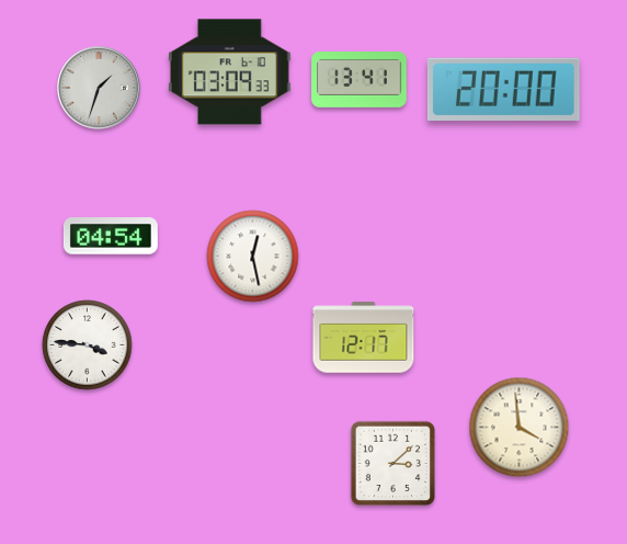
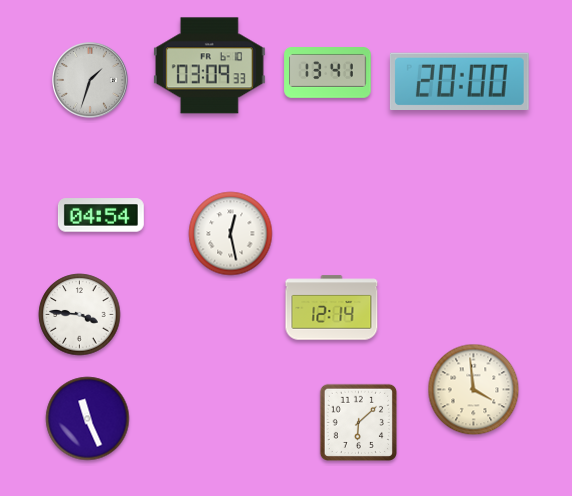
clock at (364, 338): 12:17 -> 12:14
clock at (88, 419): none -> 11:26
clock at (392, 463): 3:08 -> 6:08
